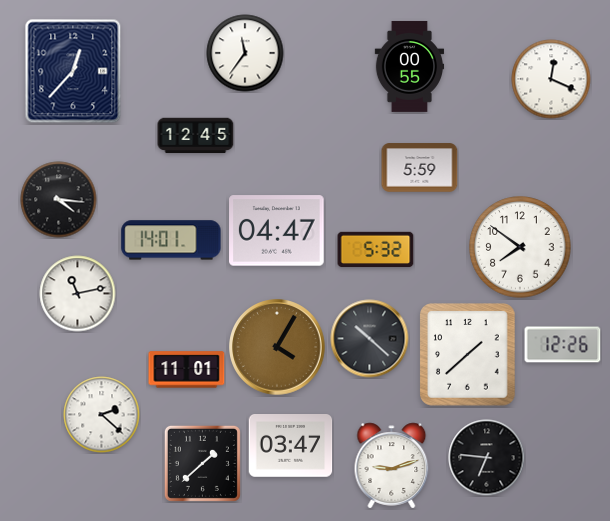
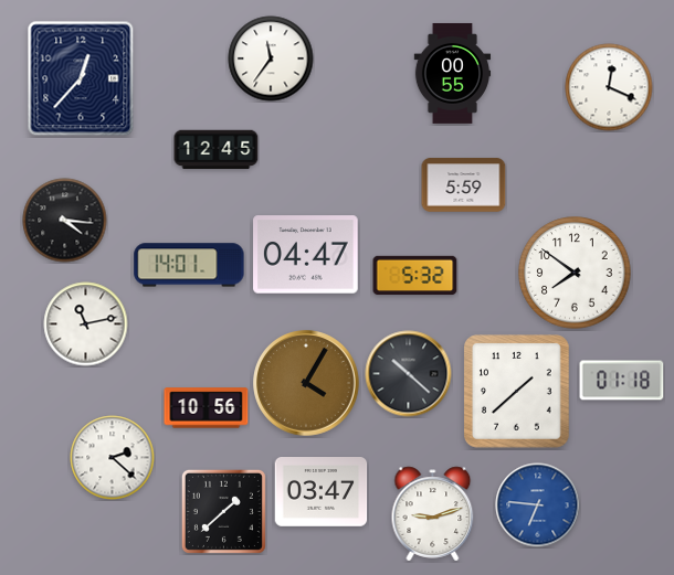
clock at (563, 345): 12:26 -> 01:18
clock at (187, 370): 11:01 -> 10:56
clock at (487, 458) dial: black -> blue
